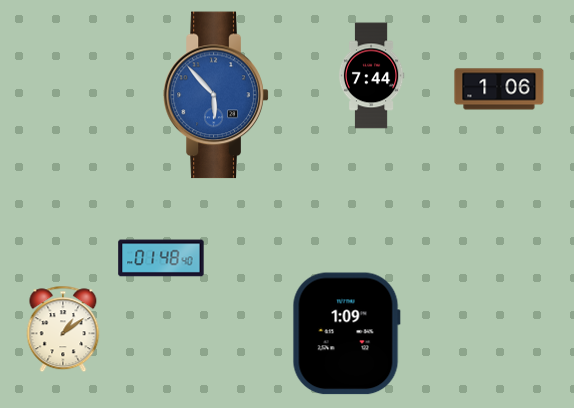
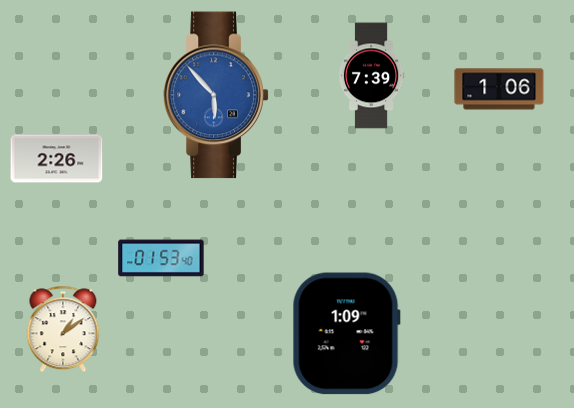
clock at (371, 76): 7:44 -> 7:39
clock at (57, 159): none -> 2:26
clock at (161, 258): 01:48 -> 01:53
